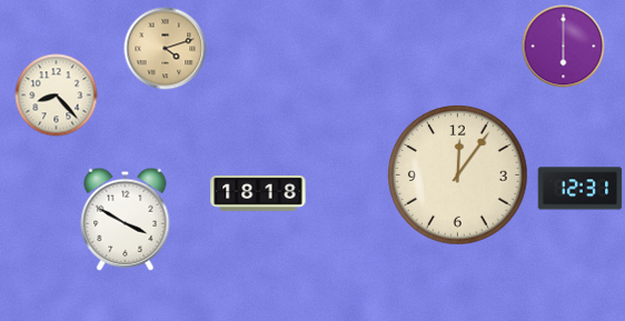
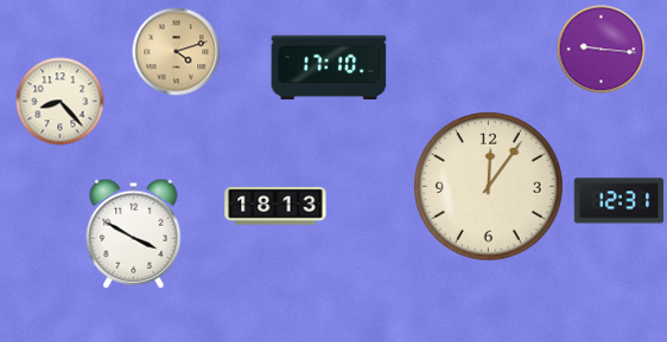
clock at (564, 47): 6:00 -> 9:16
clock at (329, 67): none -> 17:10
clock at (258, 193): 18:18 -> 18:13
